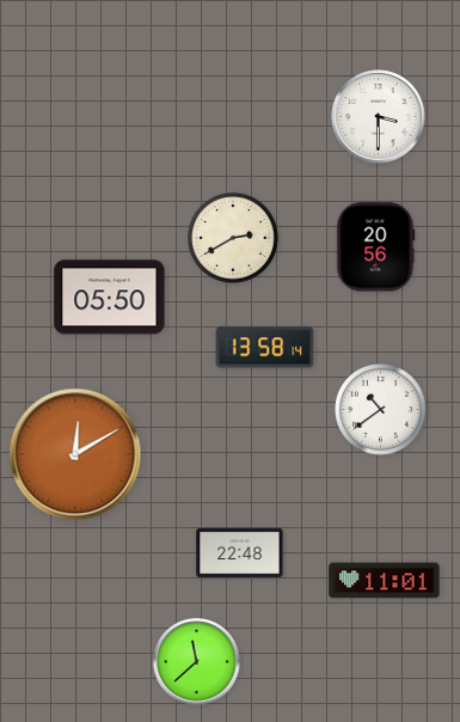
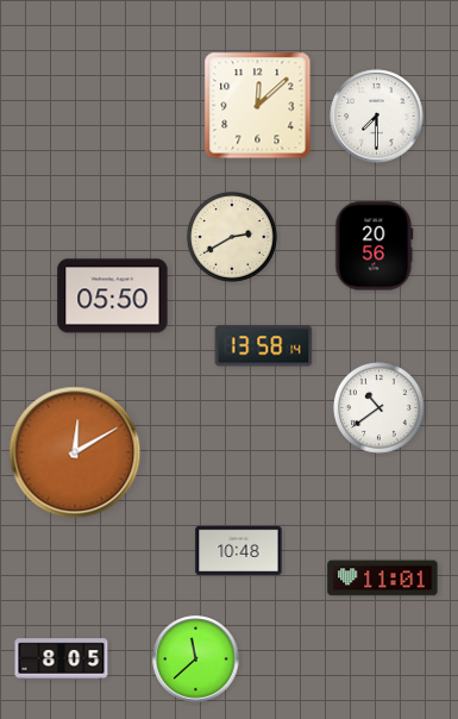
clock at (258, 106): none -> 12:08
clock at (379, 117): 3:30 -> 7:30
clock at (110, 298) position: (110, 298) -> (113, 296)
clock at (240, 552): 22:48 -> 10:48
clock at (62, 659): none -> 8:05
